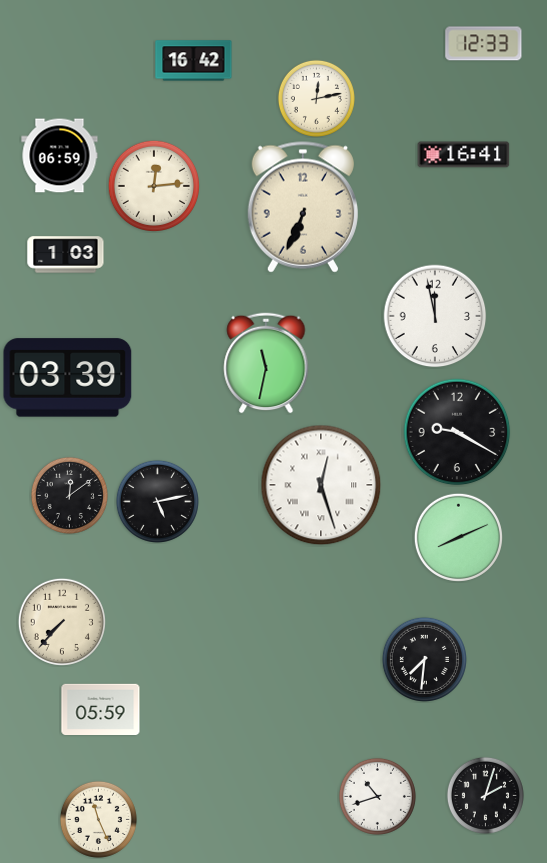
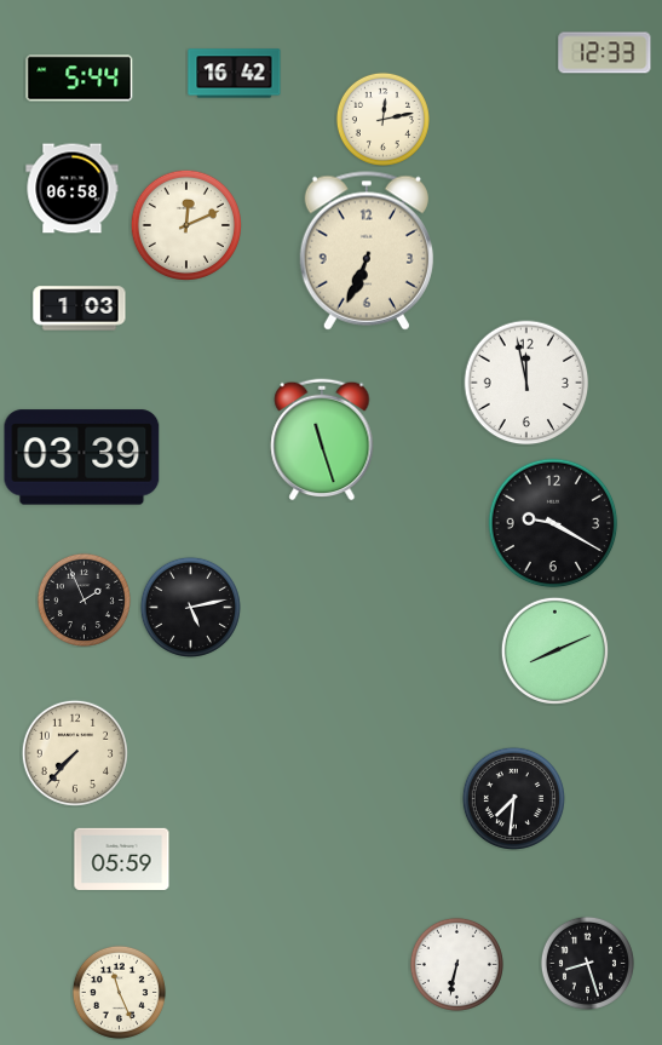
clock at (484, 44) position: (484, 44) -> (605, 53)
clock at (80, 79): none -> 5:44
clock at (464, 155): 16:41 -> none
clock at (60, 156): 06:59 -> 06:58
clock at (153, 185): 12:14 -> 12:11
clock at (266, 363): 11:32 -> 11:27
clock at (321, 485): 12:27 -> none
clock at (69, 495): 12:09 -> 1:56
clock at (485, 795): 2:03 -> 8:27
clock at (377, 796): 10:42 -> 6:32
